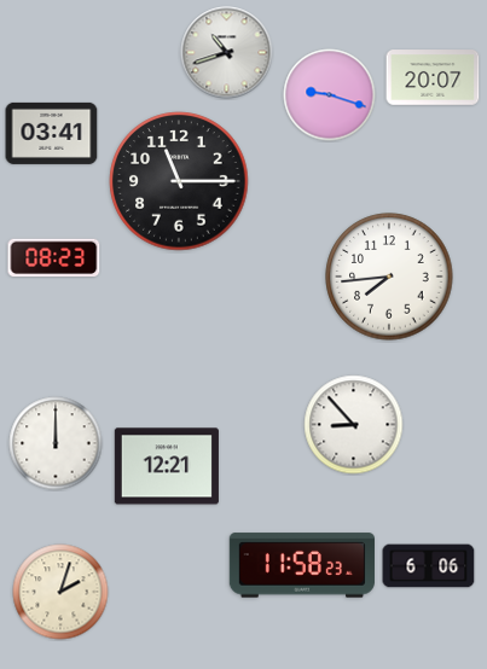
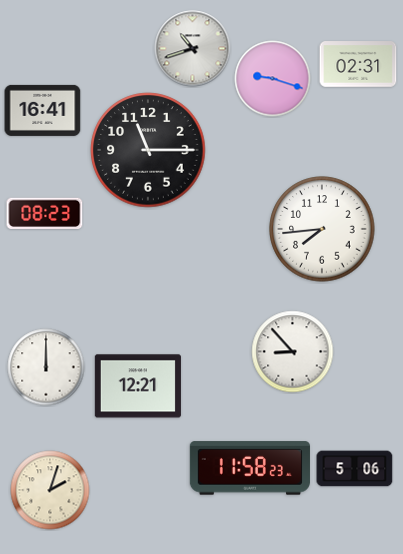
clock at (227, 53) position: (227, 53) -> (193, 49)
clock at (433, 77): 20:07 -> 02:31
clock at (52, 133): 03:41 -> 16:41
clock at (429, 566): 6:06 -> 5:06
